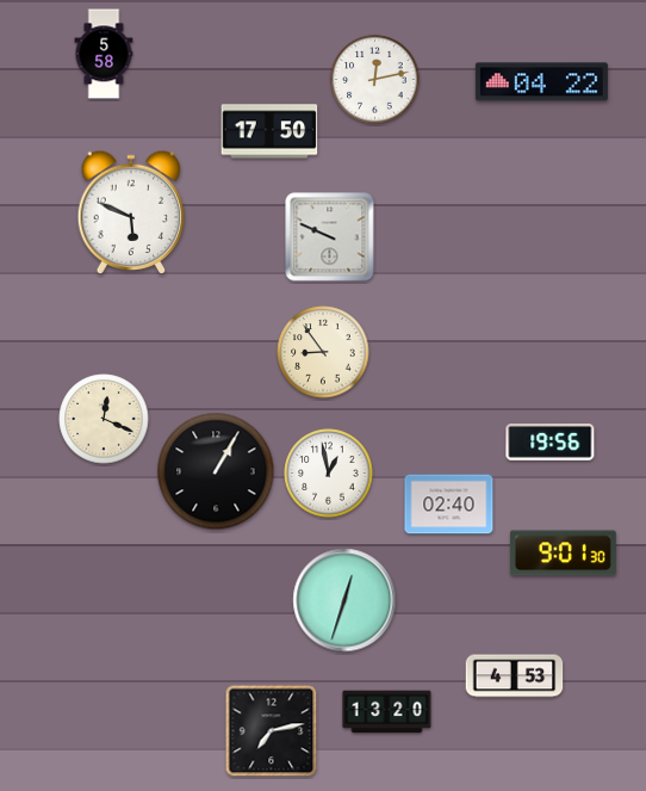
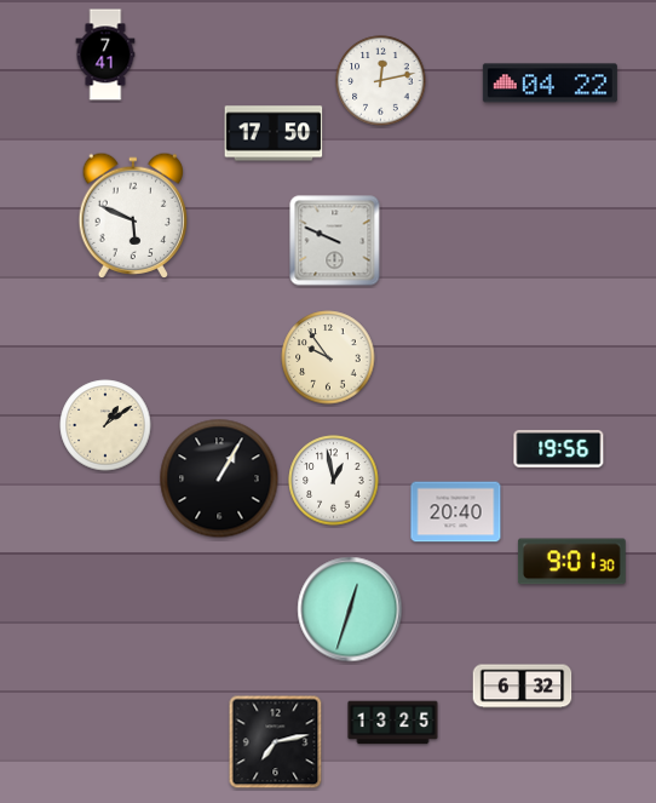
clock at (104, 54): 5:58 -> 7:41
clock at (323, 352): 8:54 -> 9:54
clock at (104, 419): 12:19 -> 1:09
clock at (449, 505): 02:40 -> 20:40
clock at (515, 676): 4:53 -> 6:32
clock at (387, 712): 13:20 -> 13:25
